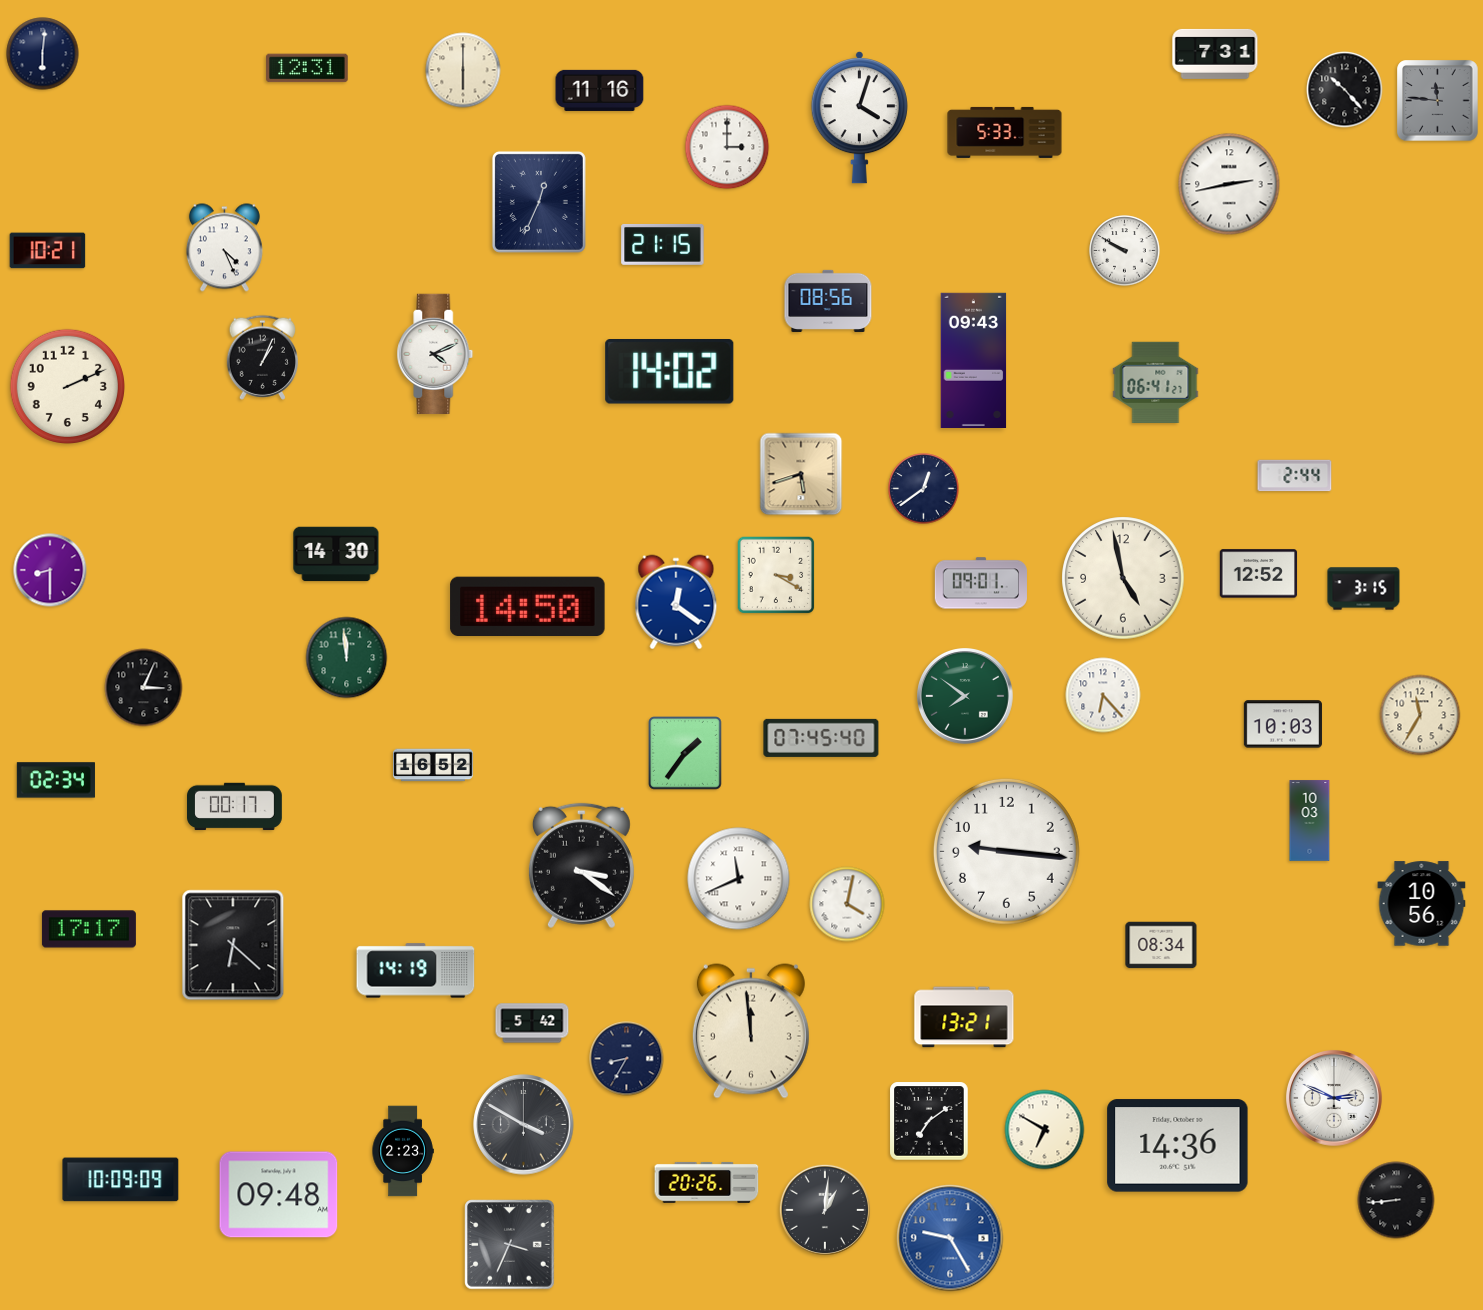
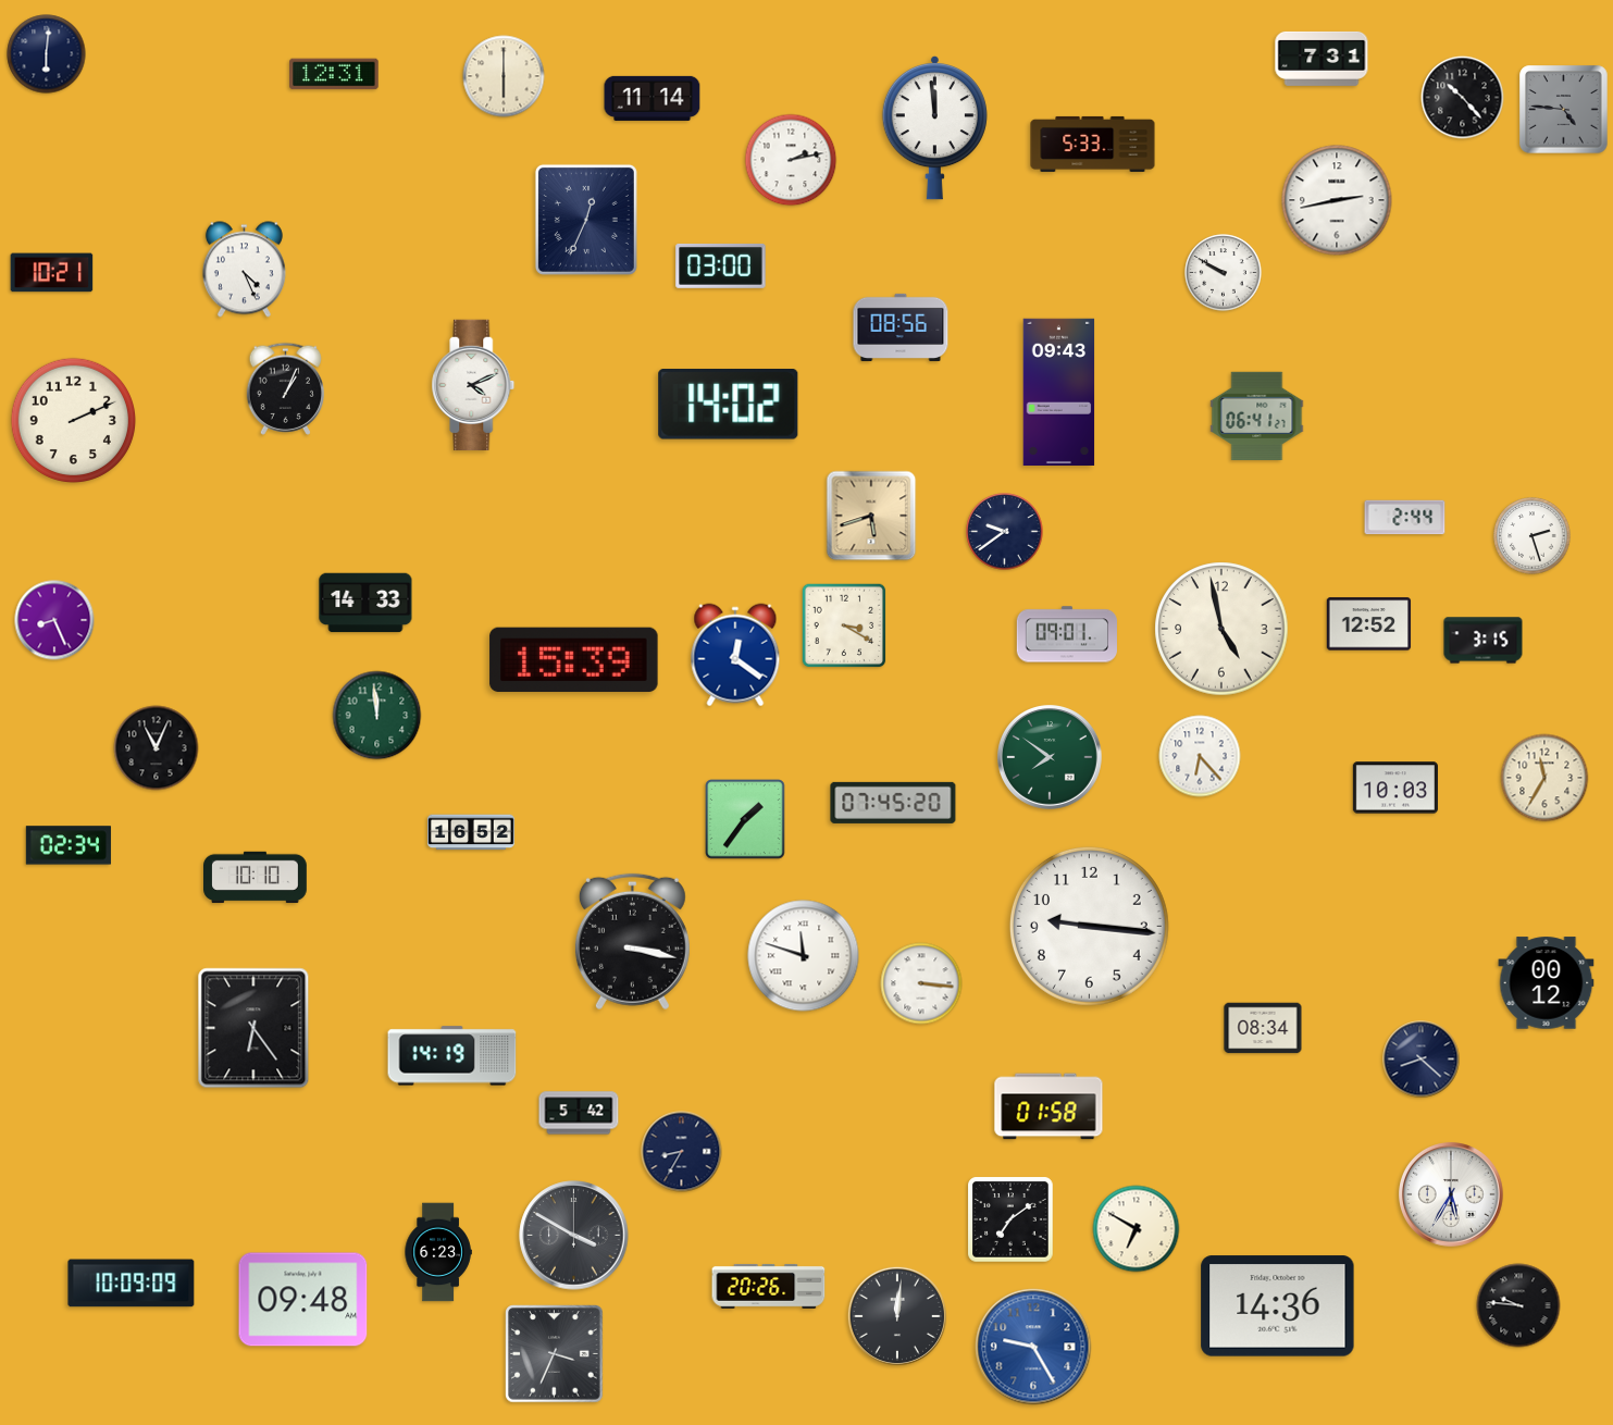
clock at (43, 54) position: (43, 54) -> (47, 54)
clock at (600, 90): 11:16 -> 11:14
clock at (1438, 101): 11:46 -> 4:46
clock at (859, 117): 4:03 -> 11:59
clock at (727, 147): 3:00 -> 2:13
clock at (663, 244): 21:15 -> 03:00
clock at (1295, 476) position: (1295, 476) -> (1405, 518)
clock at (924, 489): 12:39 -> 9:39
clock at (1533, 536): none -> 2:27
clock at (336, 554): 14:30 -> 14:33
clock at (50, 570): 8:30 -> 8:26
clock at (528, 607): 14:50 -> 15:39
clock at (144, 688): 3:04 -> 11:04
clock at (821, 738): 07:45:40 -> 07:45:20
clock at (56, 780) position: (56, 780) -> (69, 845)
clock at (235, 807): 00:17 -> 10:10
clock at (1310, 821): 10:03 -> none
clock at (1006, 851) position: (1006, 851) -> (1089, 926)
clock at (581, 866): 3:21 -> 3:17
clock at (739, 879): 11:41 -> 11:48
clock at (847, 904): 4:02 -> 3:16
clock at (1422, 904): 10:56 -> 00:12
clock at (89, 929): 17:17 -> none
clock at (233, 945): 6:22 -> 6:24
clock at (1422, 1060): none -> 8:22
clock at (964, 1017): 13:21 -> 01:58
clock at (751, 1031): 11:59 -> none
clock at (1335, 1099): 2:49 -> 5:35
clock at (524, 1125) position: (524, 1125) -> (574, 1236)
clock at (1178, 1146) position: (1178, 1146) -> (1278, 1306)
clock at (403, 1151): 2:23 -> 6:23
clock at (1396, 1200): 8:44 -> 9:46
clock at (825, 1210): 1:01 -> 12:01
